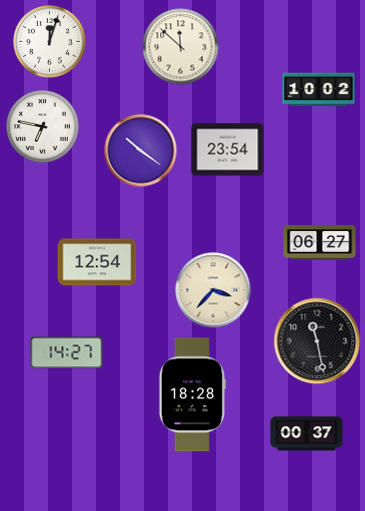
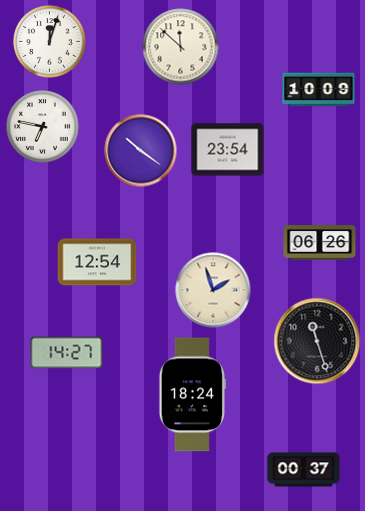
clock at (319, 90): 10:02 -> 10:09
clock at (320, 243): 06:27 -> 06:26
clock at (213, 290): 3:37 -> 1:57
clock at (317, 341): 11:28 -> 11:27
clock at (192, 395): 18:28 -> 18:24
clock at (307, 434) position: (307, 434) -> (304, 470)
